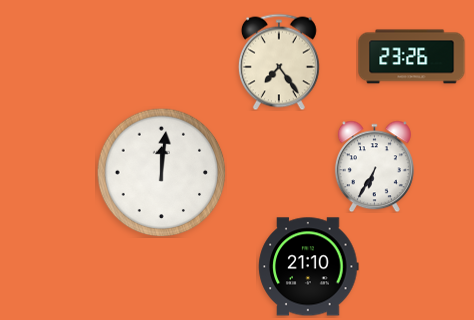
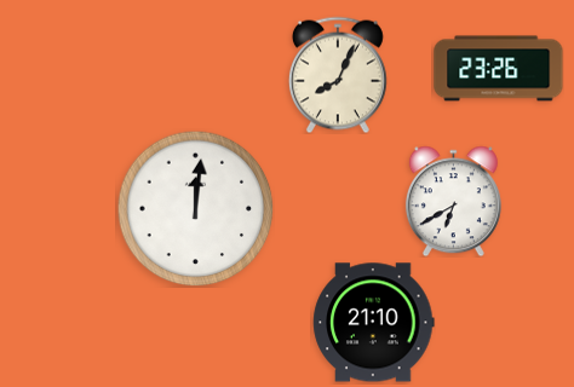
clock at (279, 62): 7:24 -> 8:04
clock at (374, 166): 6:35 -> 6:40
